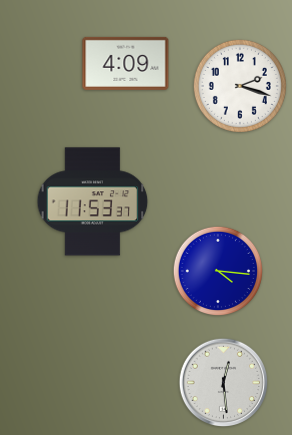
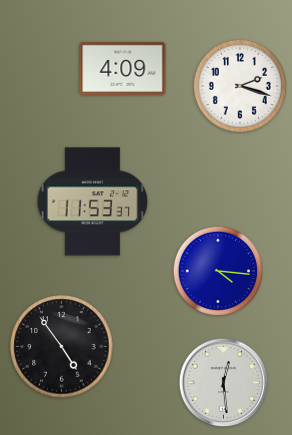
clock at (126, 63) position: (126, 63) -> (123, 68)
clock at (62, 347): none -> 4:54
